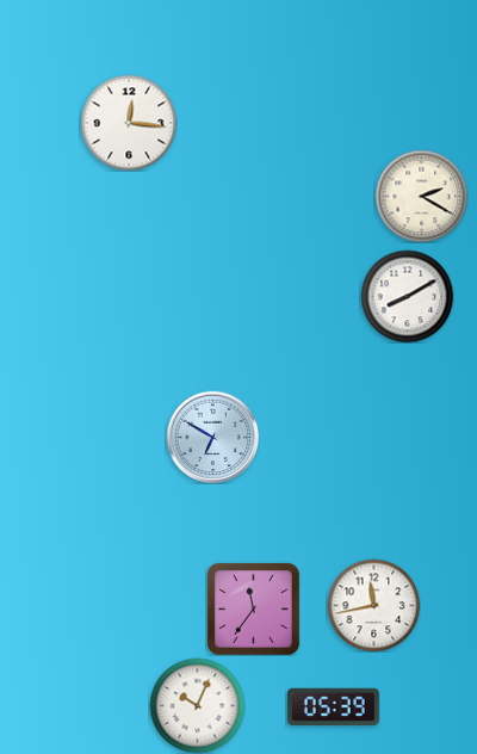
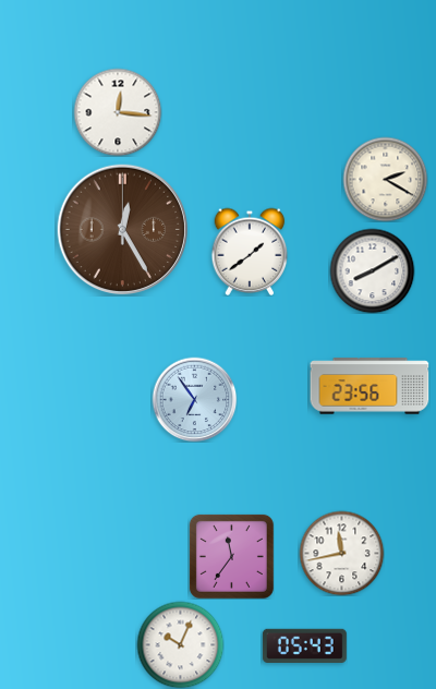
clock at (123, 230): none -> 12:25
clock at (250, 252): none -> 1:39
clock at (370, 386): none -> 23:56
clock at (212, 437): 6:50 -> 6:54
clock at (333, 706): 05:39 -> 05:43
